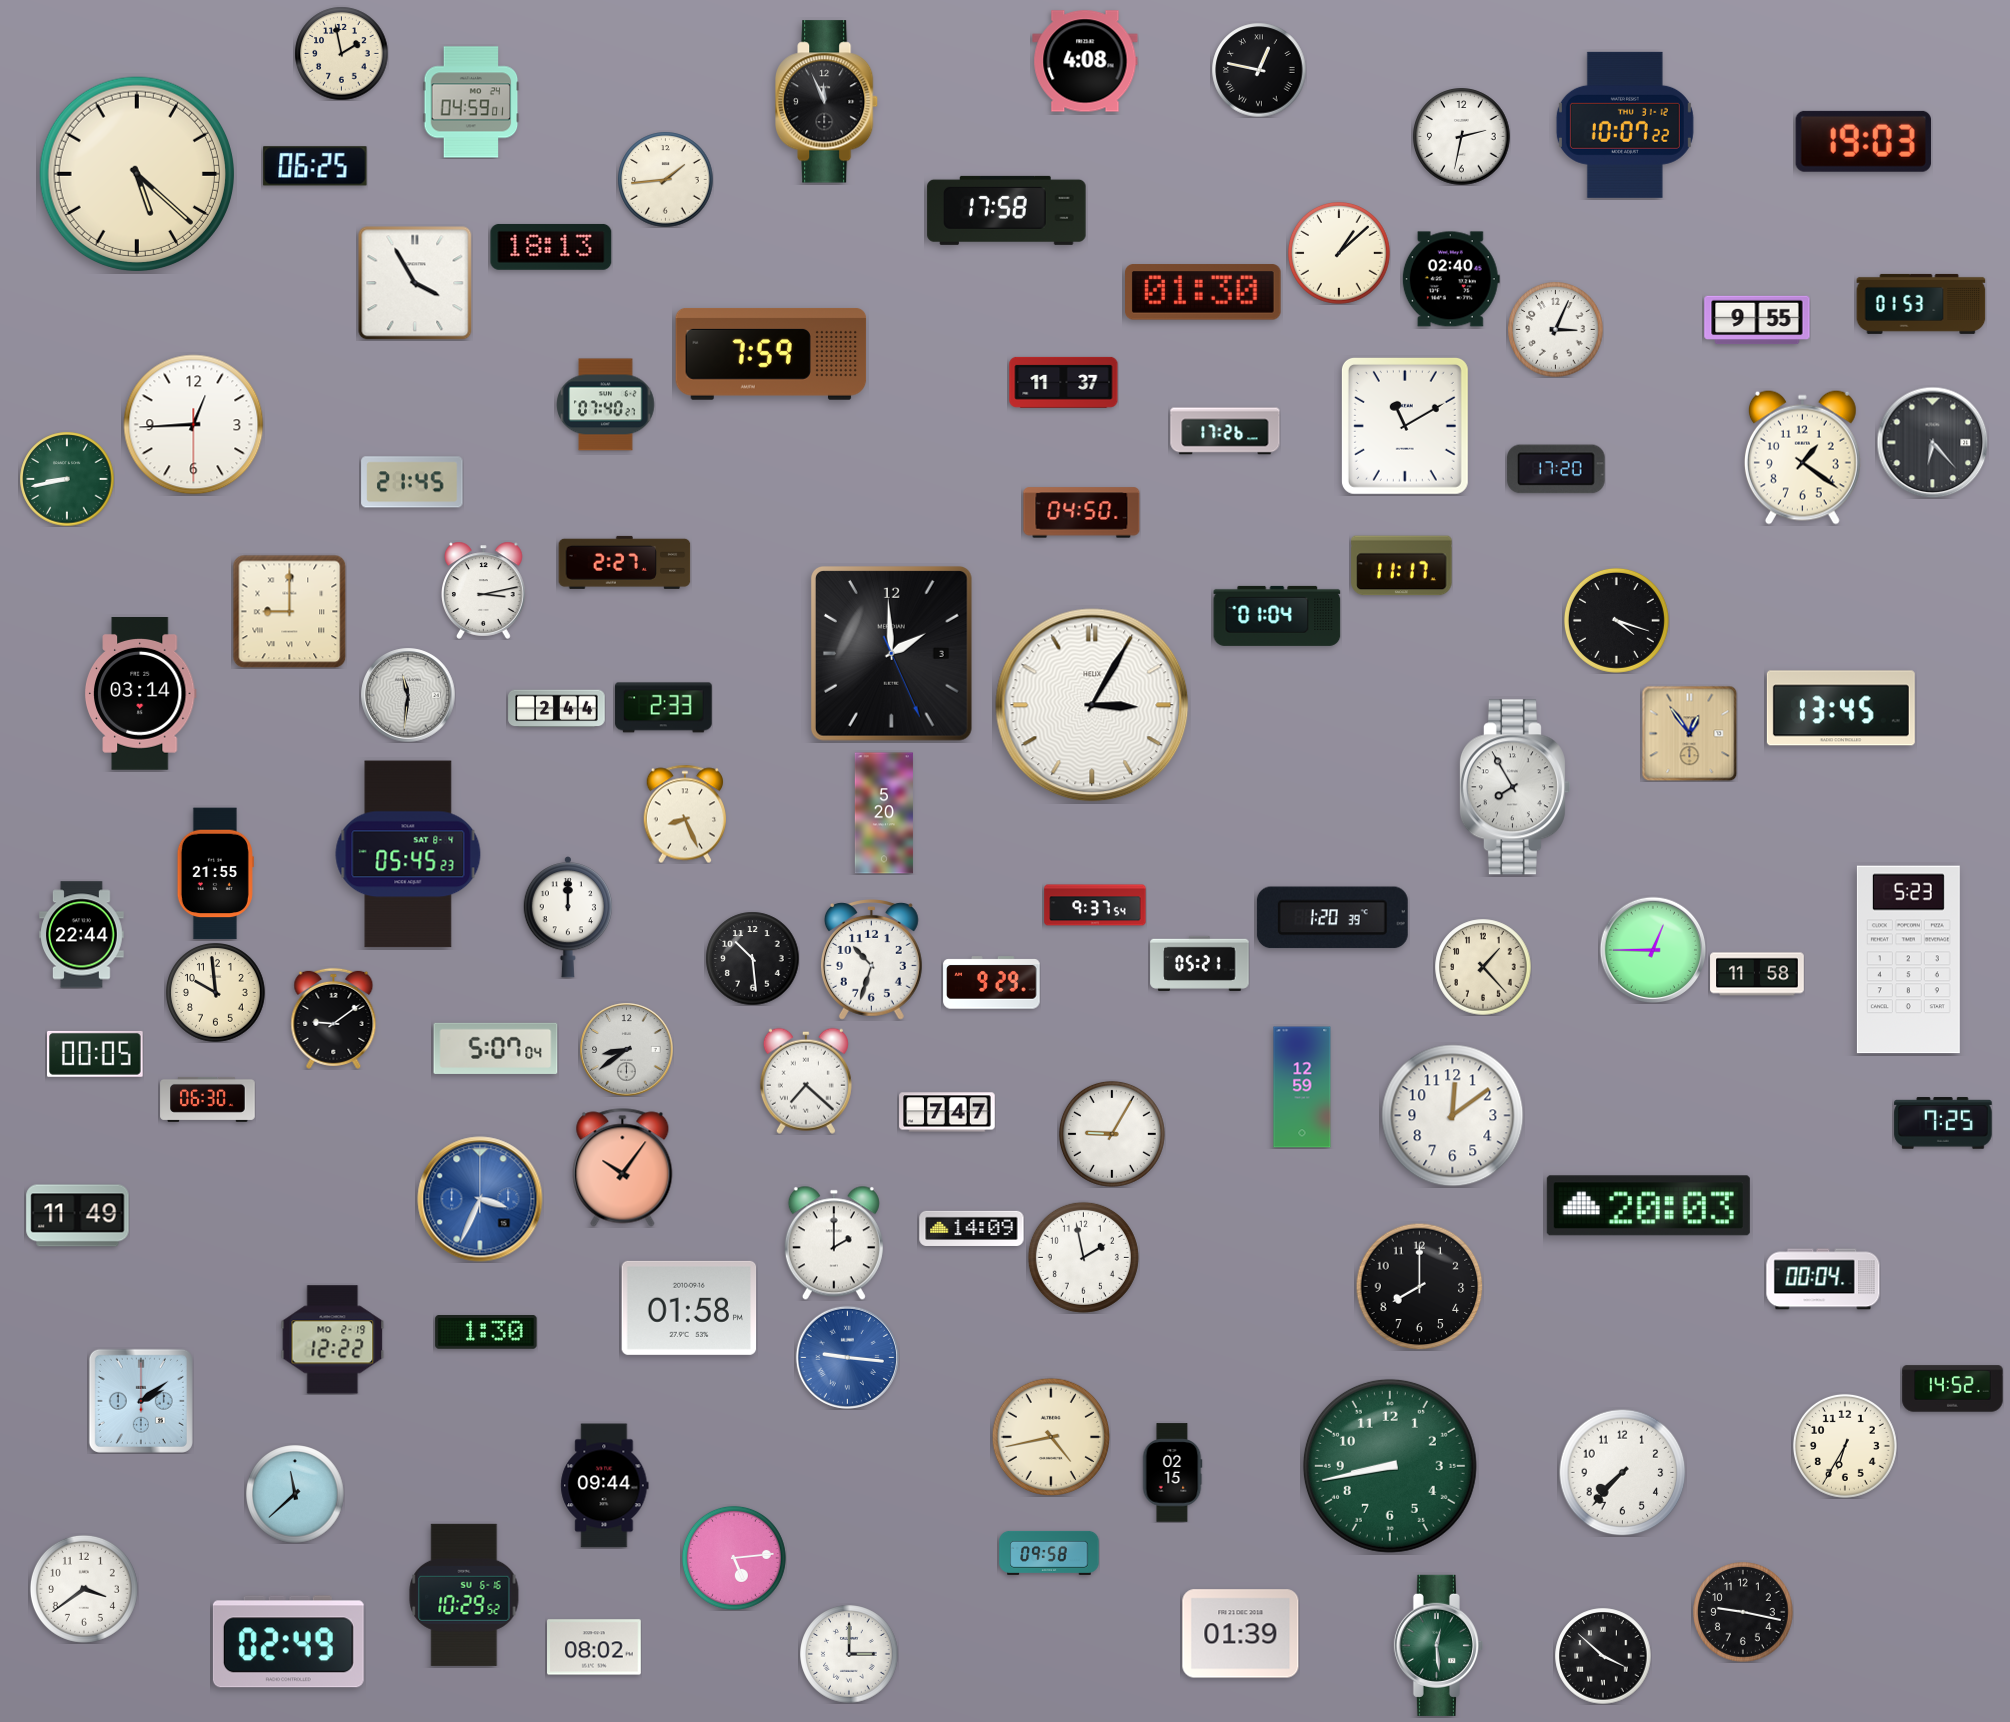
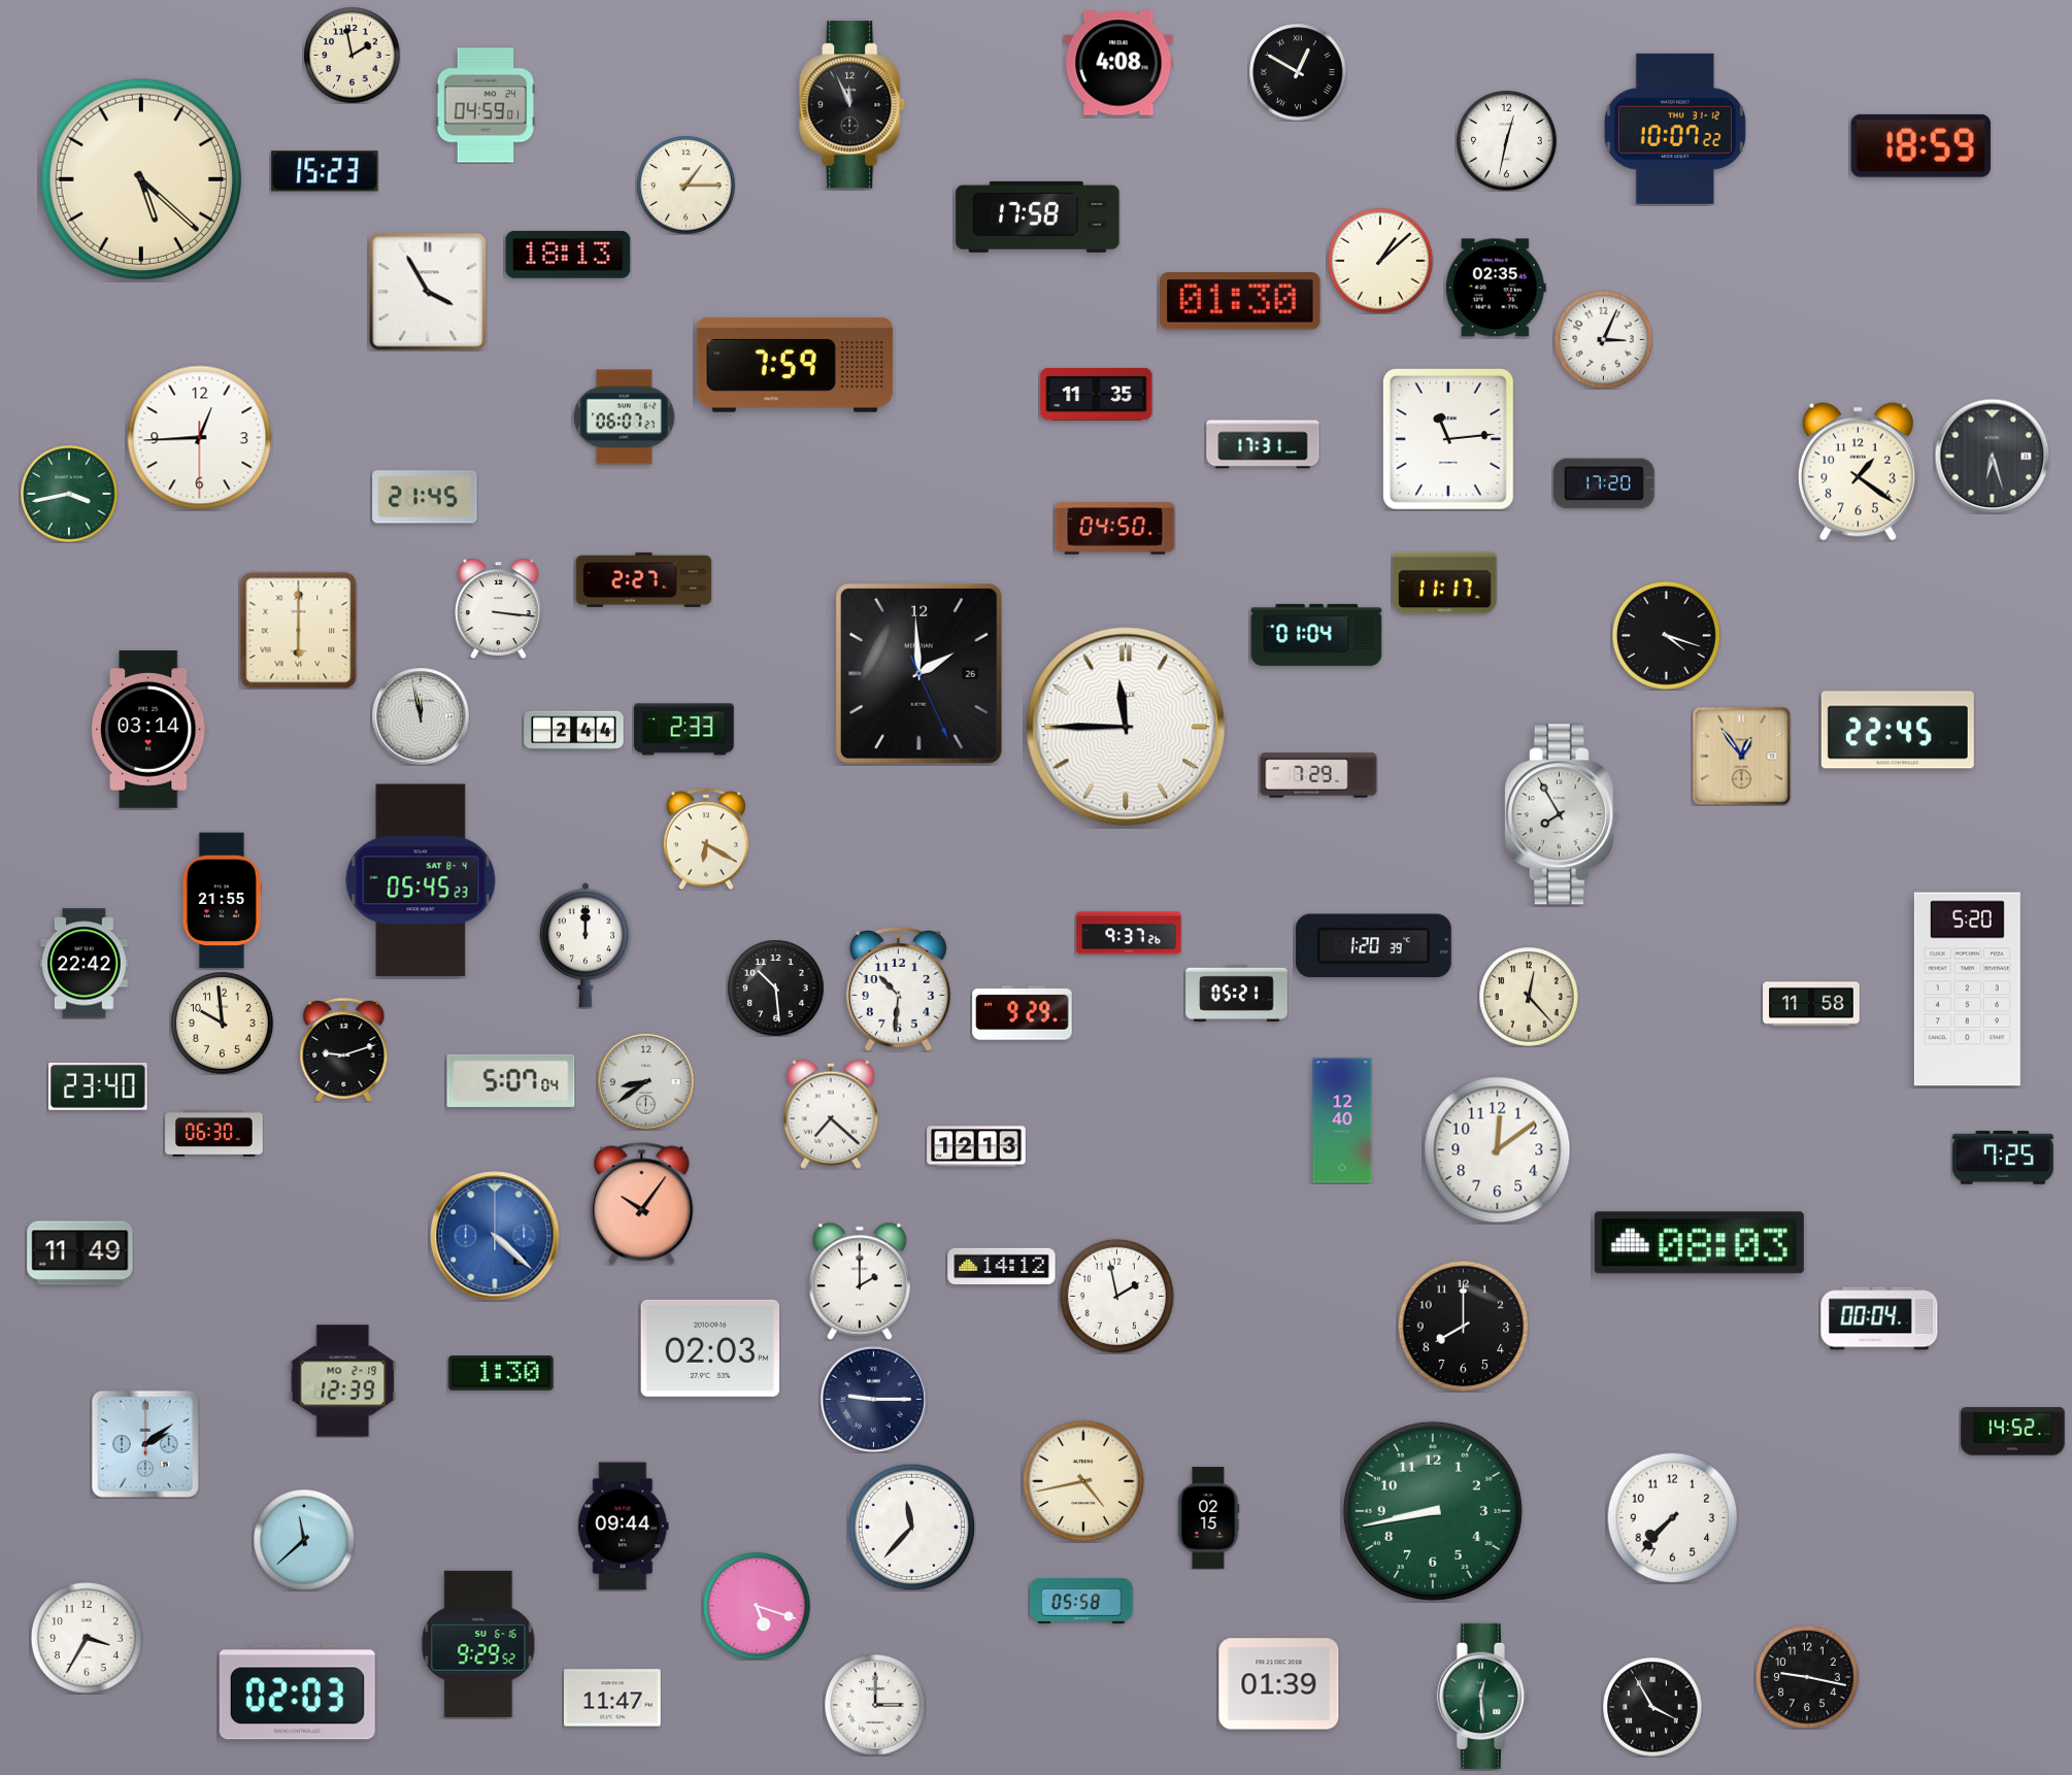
clock at (1259, 70): 12:47 -> 12:50
clock at (1462, 137): 2:32 -> 12:32
clock at (1863, 141): 19:03 -> 18:59
clock at (315, 166): 06:25 -> 15:23
clock at (665, 179): 1:44 -> 1:15
clock at (1451, 279): 02:40 -> 02:35
clock at (1921, 304): 01:53 -> none
clock at (1757, 320): 9:55 -> none
clock at (1064, 382): 11:37 -> 11:35
clock at (606, 405): 07:40 -> 06:07
clock at (1405, 426): 11:10 -> 11:14
clock at (1225, 431): 17:26 -> 17:31
clock at (1932, 442): 6:23 -> 6:27
clock at (67, 479): 8:43 -> 3:43
clock at (484, 590): 3:13 -> 3:16
clock at (289, 611): 9:00 -> 6:00
clock at (1616, 620) position: (1616, 620) -> (1666, 635)
clock at (891, 653) date: 3 -> 26
clock at (140, 694) position: (140, 694) -> (148, 730)
clock at (408, 695): 11:31 -> 11:58
clock at (1092, 705): 3:05 -> 11:45
clock at (1841, 708): 13:45 -> 22:45
clock at (1318, 775): none -> 7:29
clock at (1514, 787) position: (1514, 787) -> (1561, 814)
clock at (884, 813): 5:20 -> none
clock at (684, 814): 8:26 -> 6:20
clock at (1095, 905): 9:37:54 -> 9:37:26
clock at (82, 935): 22:44 -> 22:42
clock at (1653, 950): 12:45 -> none
clock at (871, 960): 10:33 -> 10:31
clock at (1908, 960): 5:23 -> 5:20
clock at (1483, 967): 1:23 -> 12:23
clock at (334, 1018): 9:09 -> 9:12
clock at (95, 1054): 00:05 -> 23:40
clock at (1302, 1087): 12:59 -> 12:40
clock at (947, 1112): 7:47 -> 12:13
clock at (1112, 1134): 9:05 -> none
clock at (480, 1199): 3:34 -> 4:22
clock at (1648, 1206): 20:03 -> 08:03
clock at (972, 1228): 14:09 -> 14:12
clock at (689, 1308): 01:58 -> 02:03
clock at (333, 1340): 12:22 -> 12:39
clock at (847, 1357): 9:16 -> 9:15
clock at (847, 1357) dial: blue -> navy
clock at (1845, 1446): 6:35 -> none
clock at (911, 1527): none -> 11:37
clock at (605, 1486) position: (605, 1486) -> (624, 1527)
clock at (1049, 1553): 09:58 -> 05:58
clock at (734, 1558): 5:14 -> 5:18
clock at (84, 1589): 3:39 -> 3:35
clock at (464, 1595): 10:29 -> 9:29
clock at (1744, 1613) position: (1744, 1613) -> (1808, 1678)
clock at (288, 1642): 02:49 -> 02:03
clock at (595, 1647): 08:02 -> 11:47
clock at (1603, 1656): 3:52 -> 3:55
